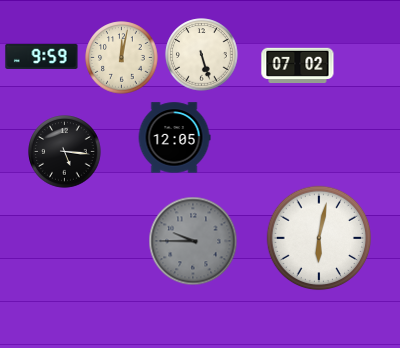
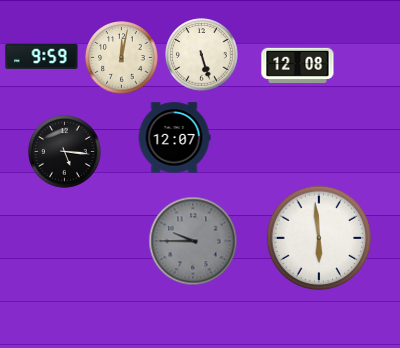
clock at (298, 66): 07:02 -> 12:08
clock at (174, 138): 12:05 -> 12:07
clock at (319, 238): 6:02 -> 5:59
